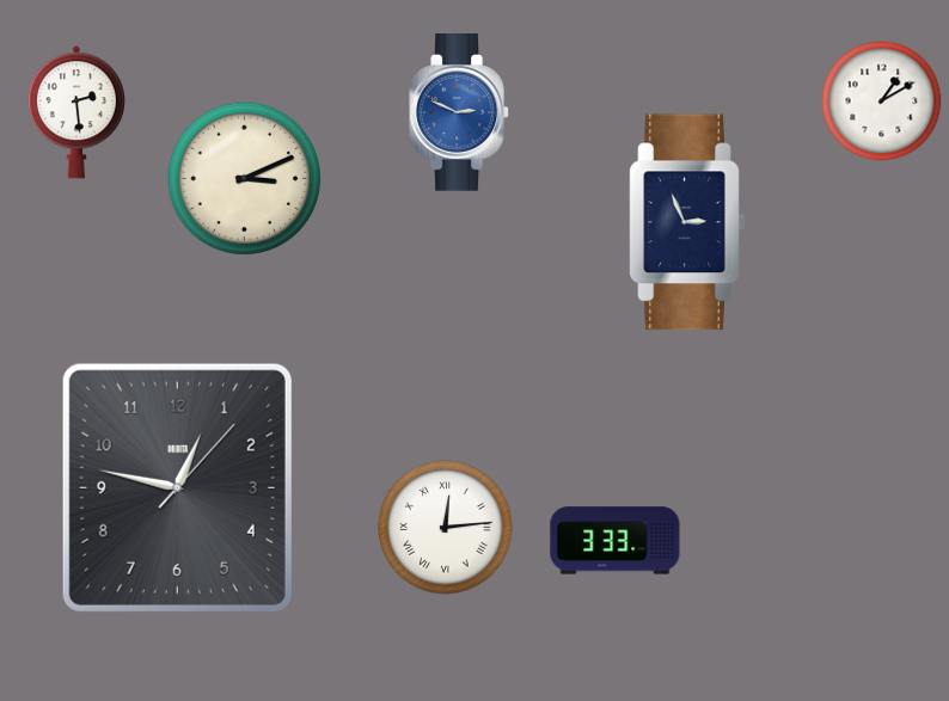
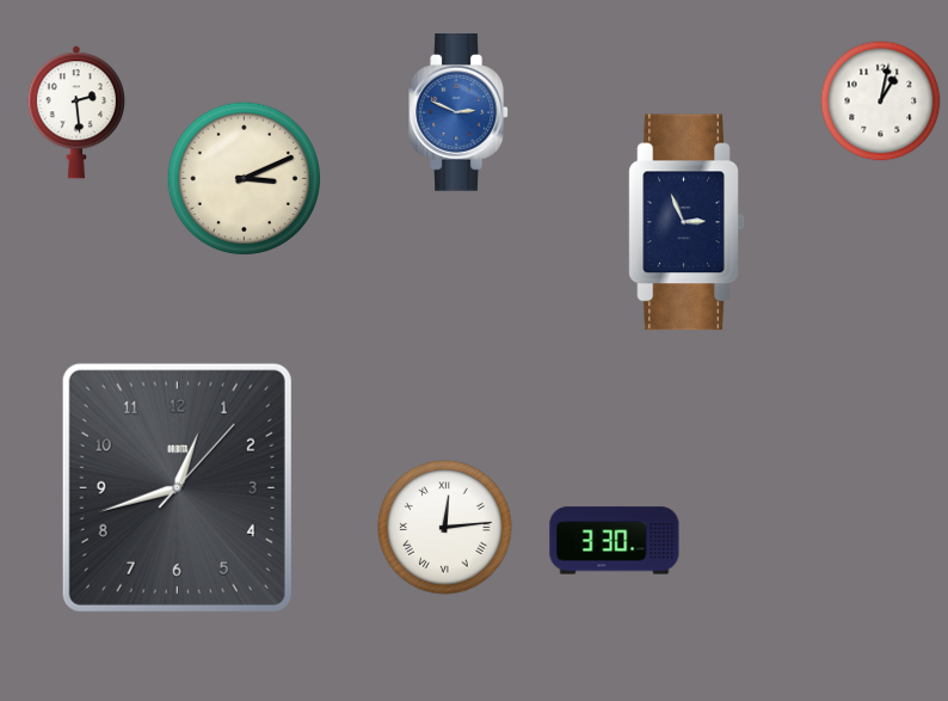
clock at (882, 102): 1:10 -> 1:02
clock at (177, 487): 12:47 -> 12:42
clock at (616, 541): 3:33 -> 3:30
